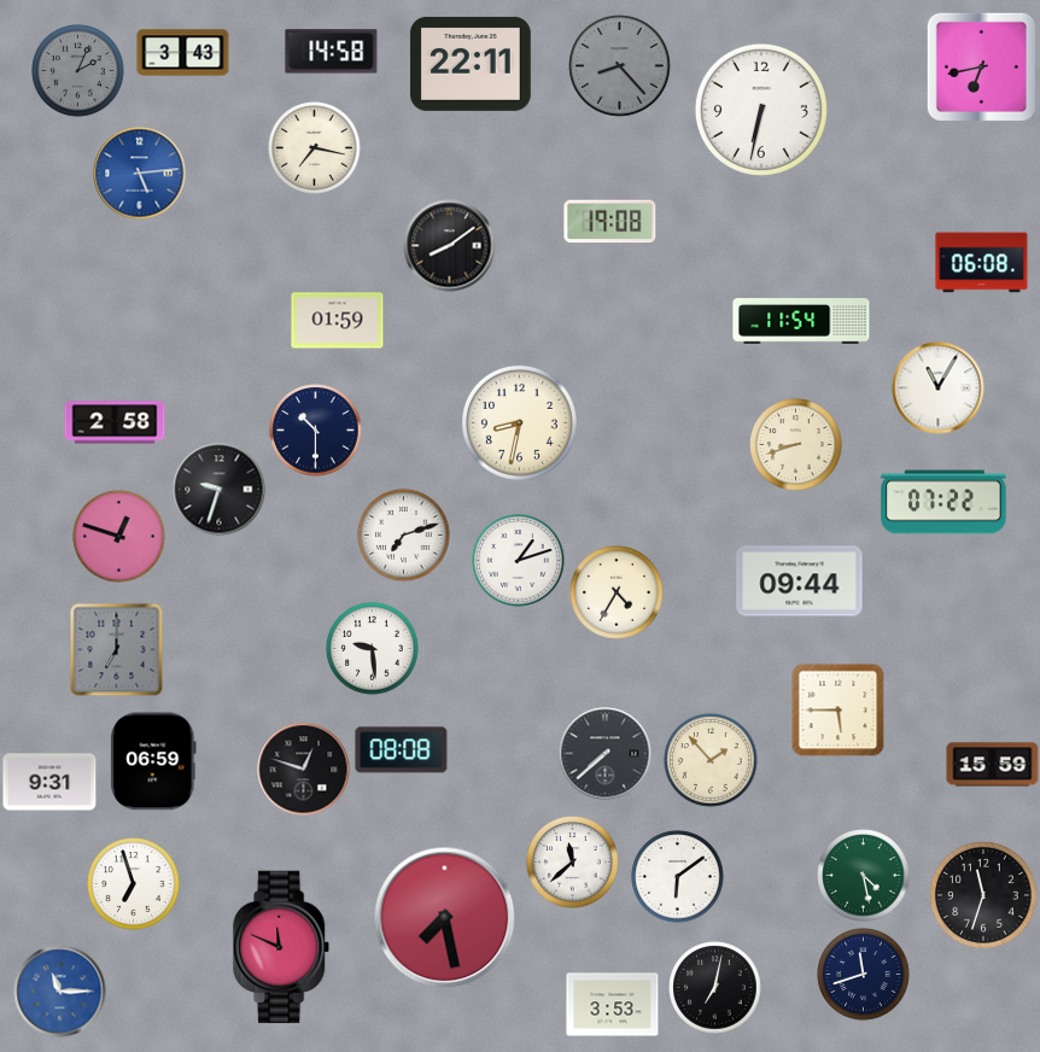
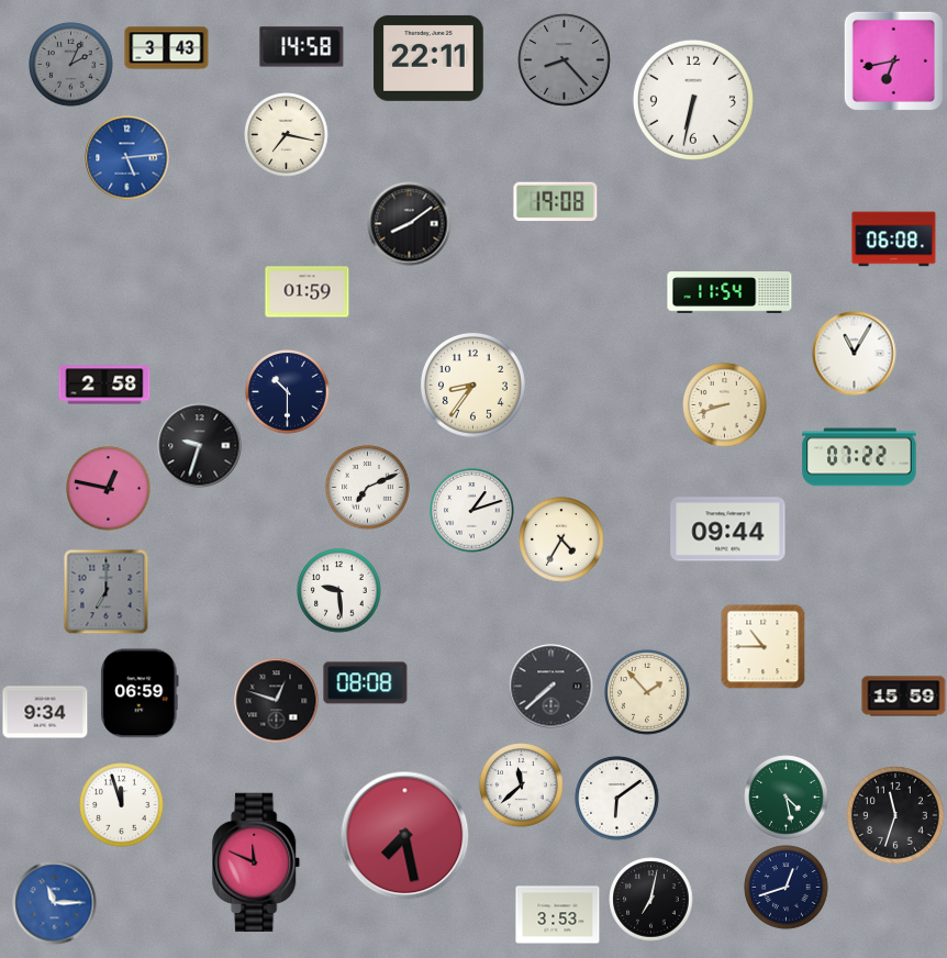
clock at (519, 422): 8:32 -> 8:36
clock at (404, 536): 7:12 -> 7:11
clock at (119, 537): 12:48 -> 12:47
clock at (837, 709): 5:45 -> 10:45
clock at (49, 782): 9:31 -> 9:34
clock at (134, 884): 6:57 -> 11:57
clock at (864, 975): 11:42 -> 12:42
